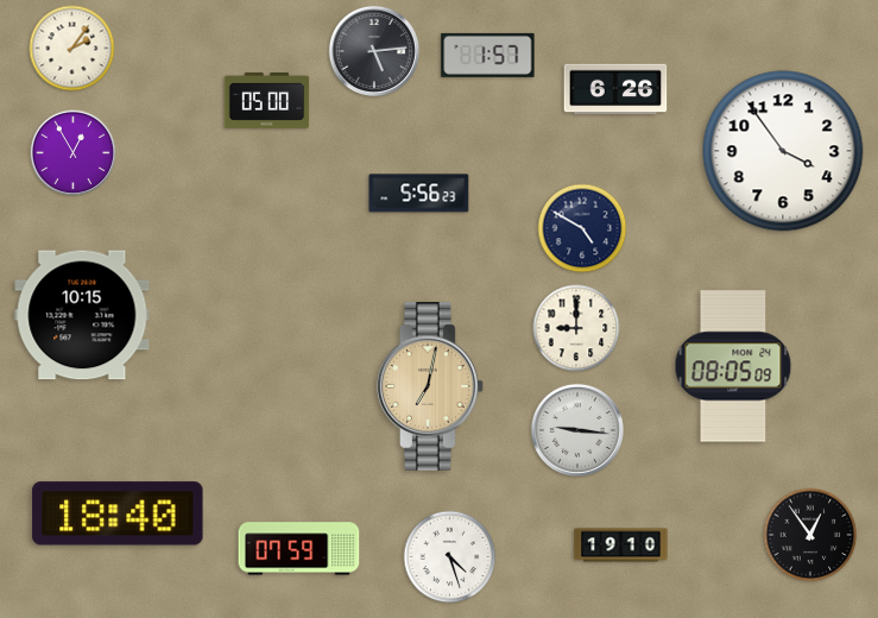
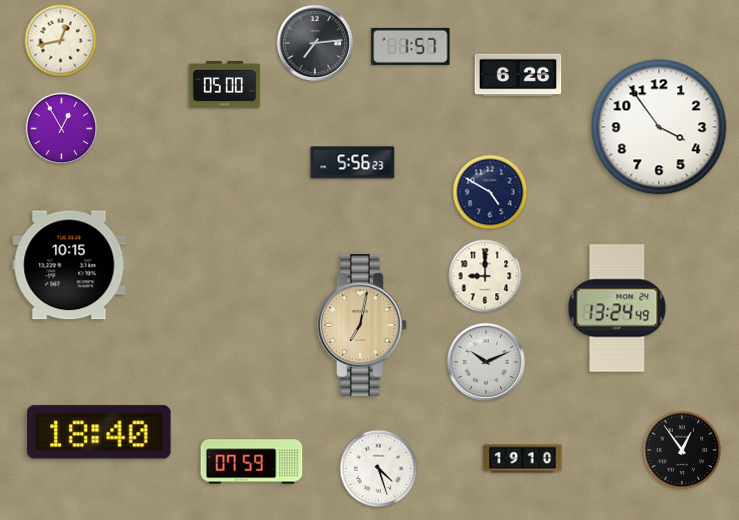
clock at (72, 49): 2:06 -> 12:43
clock at (373, 50): 5:14 -> 7:14
clock at (733, 366): 08:05 -> 13:24
clock at (577, 430): 9:16 -> 10:11
